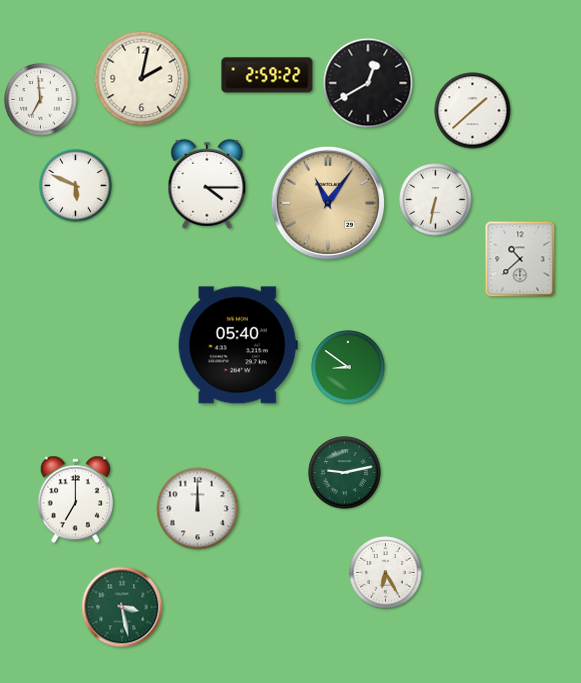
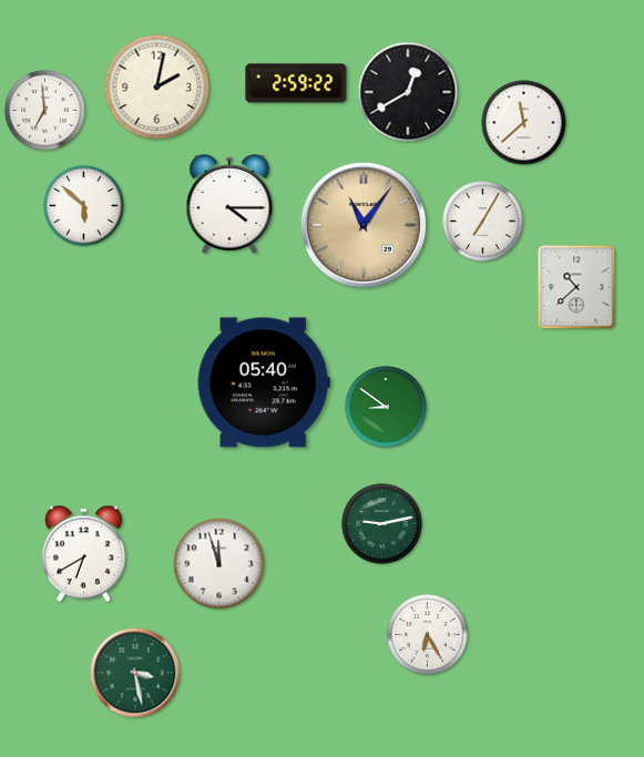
clock at (473, 111): 1:38 -> 11:38
clock at (76, 186): 5:49 -> 5:52
clock at (436, 200): 6:32 -> 7:05
clock at (75, 500): 7:00 -> 6:40
clock at (198, 509): 12:00 -> 11:57
